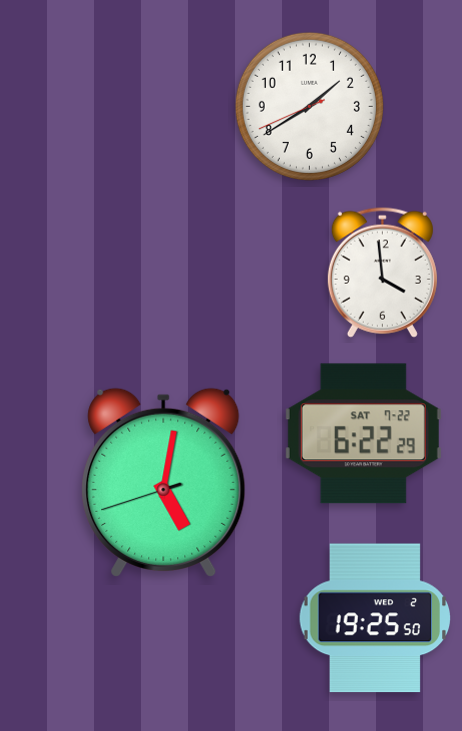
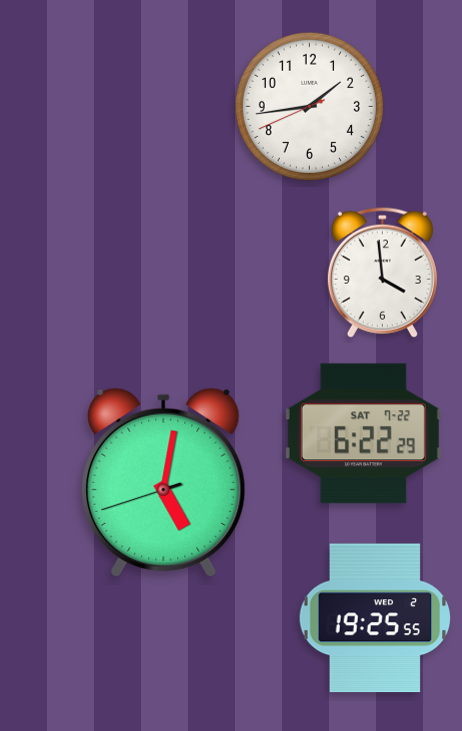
clock at (309, 106): 1:39 -> 1:43
clock at (375, 618): 19:25:50 -> 19:25:55
